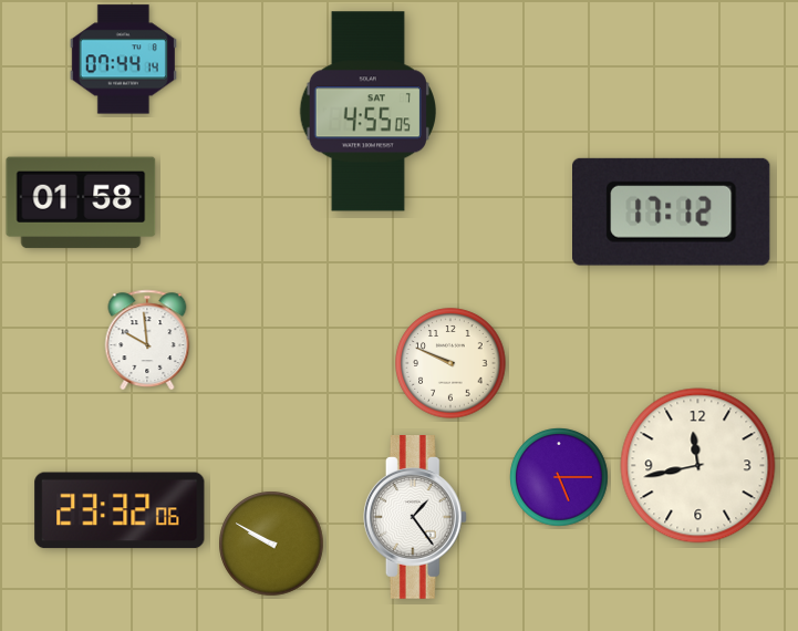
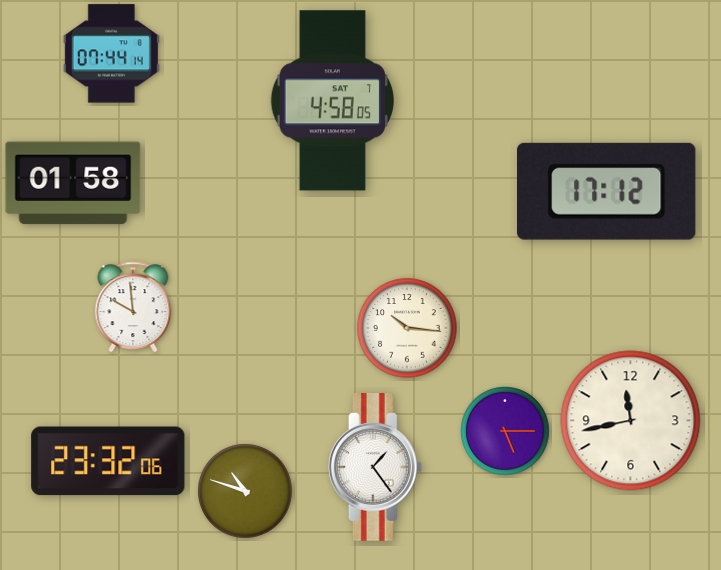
clock at (367, 112): 4:55 -> 4:58
clock at (450, 363): 9:49 -> 10:16
clock at (271, 544): 9:50 -> 10:48
